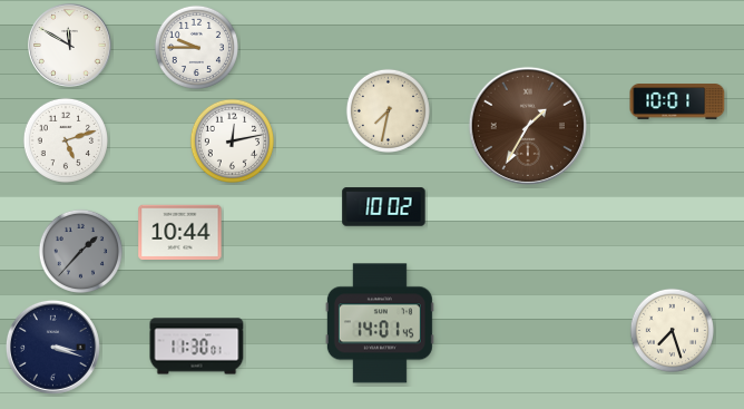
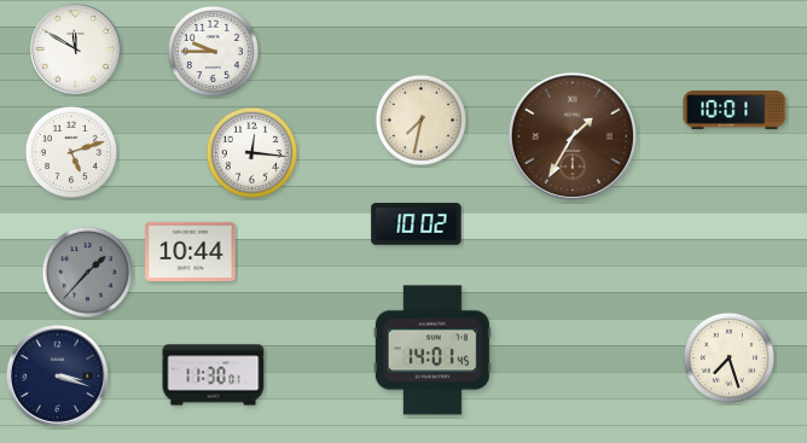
clock at (232, 140): 12:13 -> 12:16
clock at (180, 233) position: (180, 233) -> (191, 252)
clock at (380, 323) position: (380, 323) -> (432, 350)
